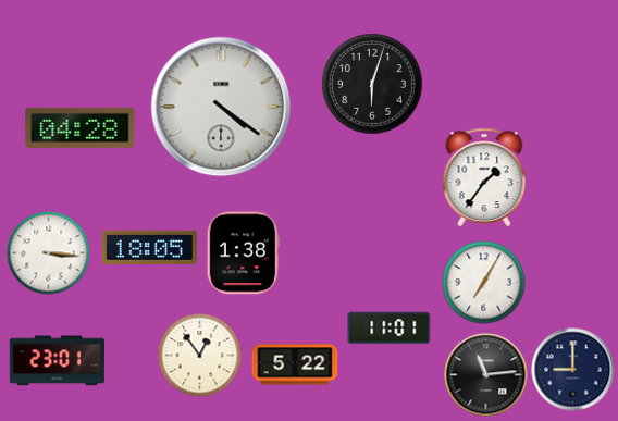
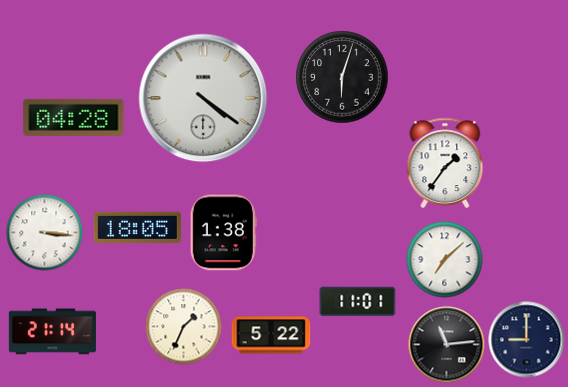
clock at (484, 283): 7:05 -> 7:08
clock at (200, 356): 12:54 -> 1:34
clock at (57, 361): 23:01 -> 21:14
